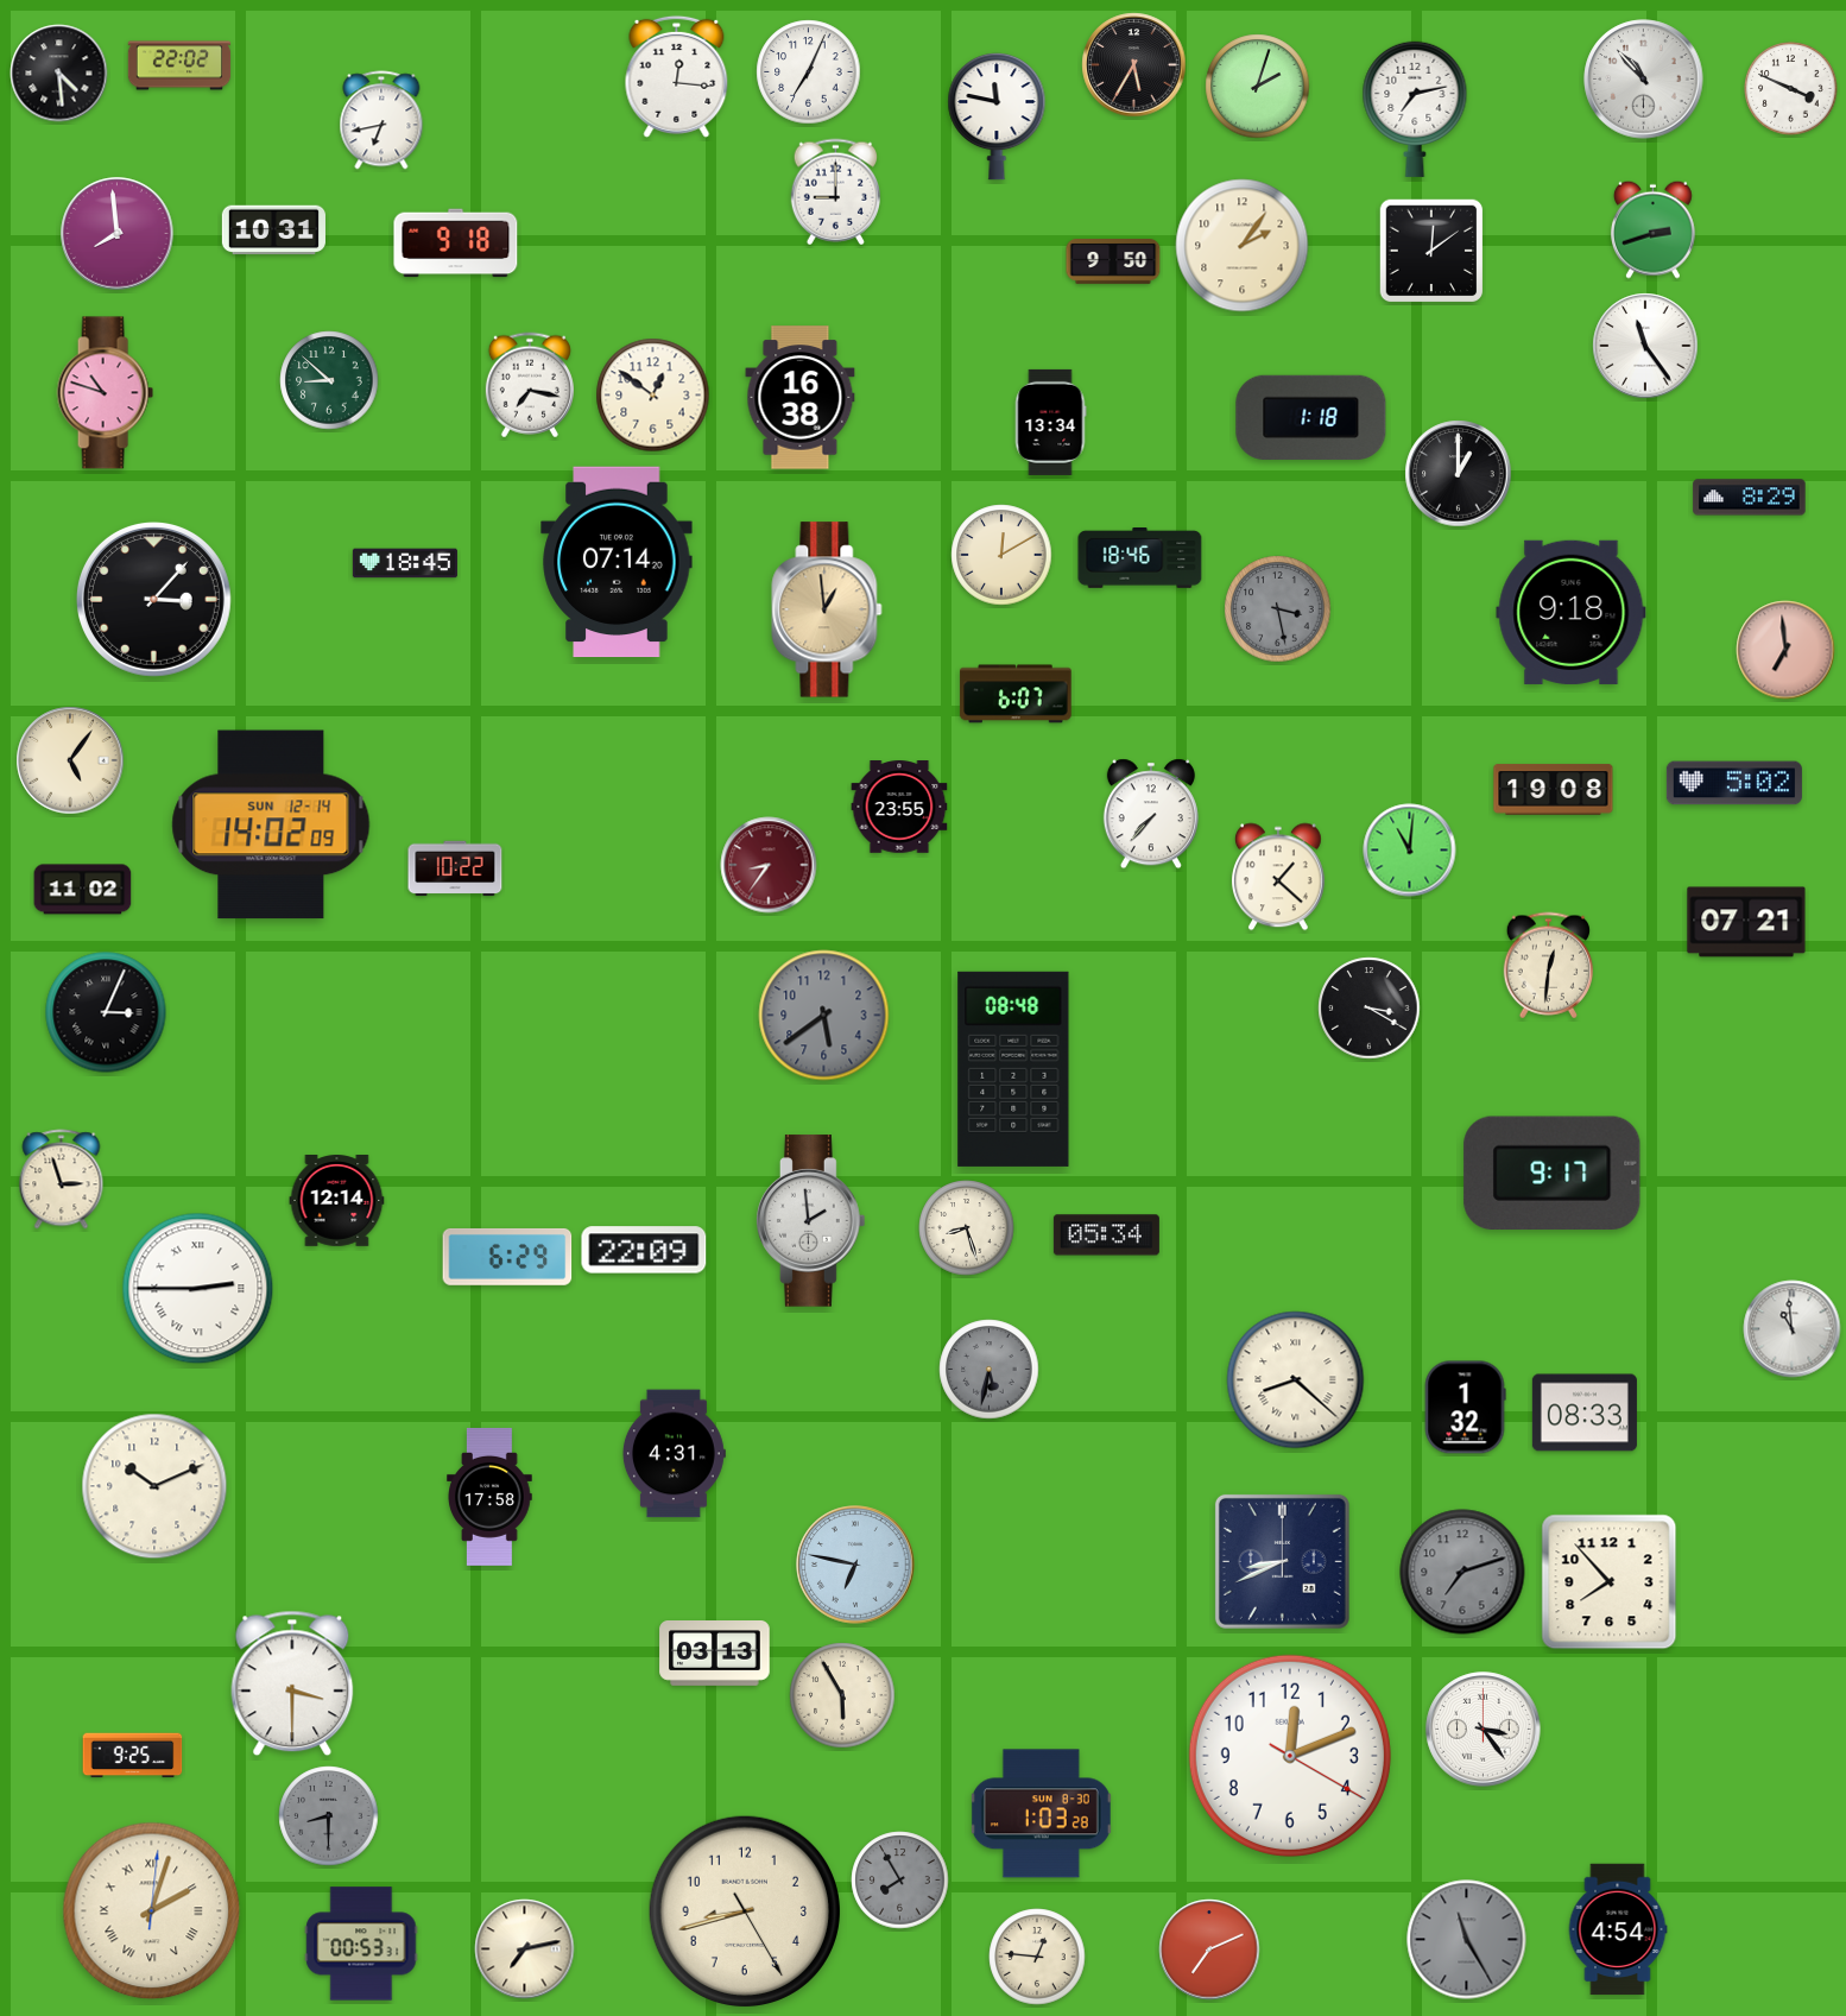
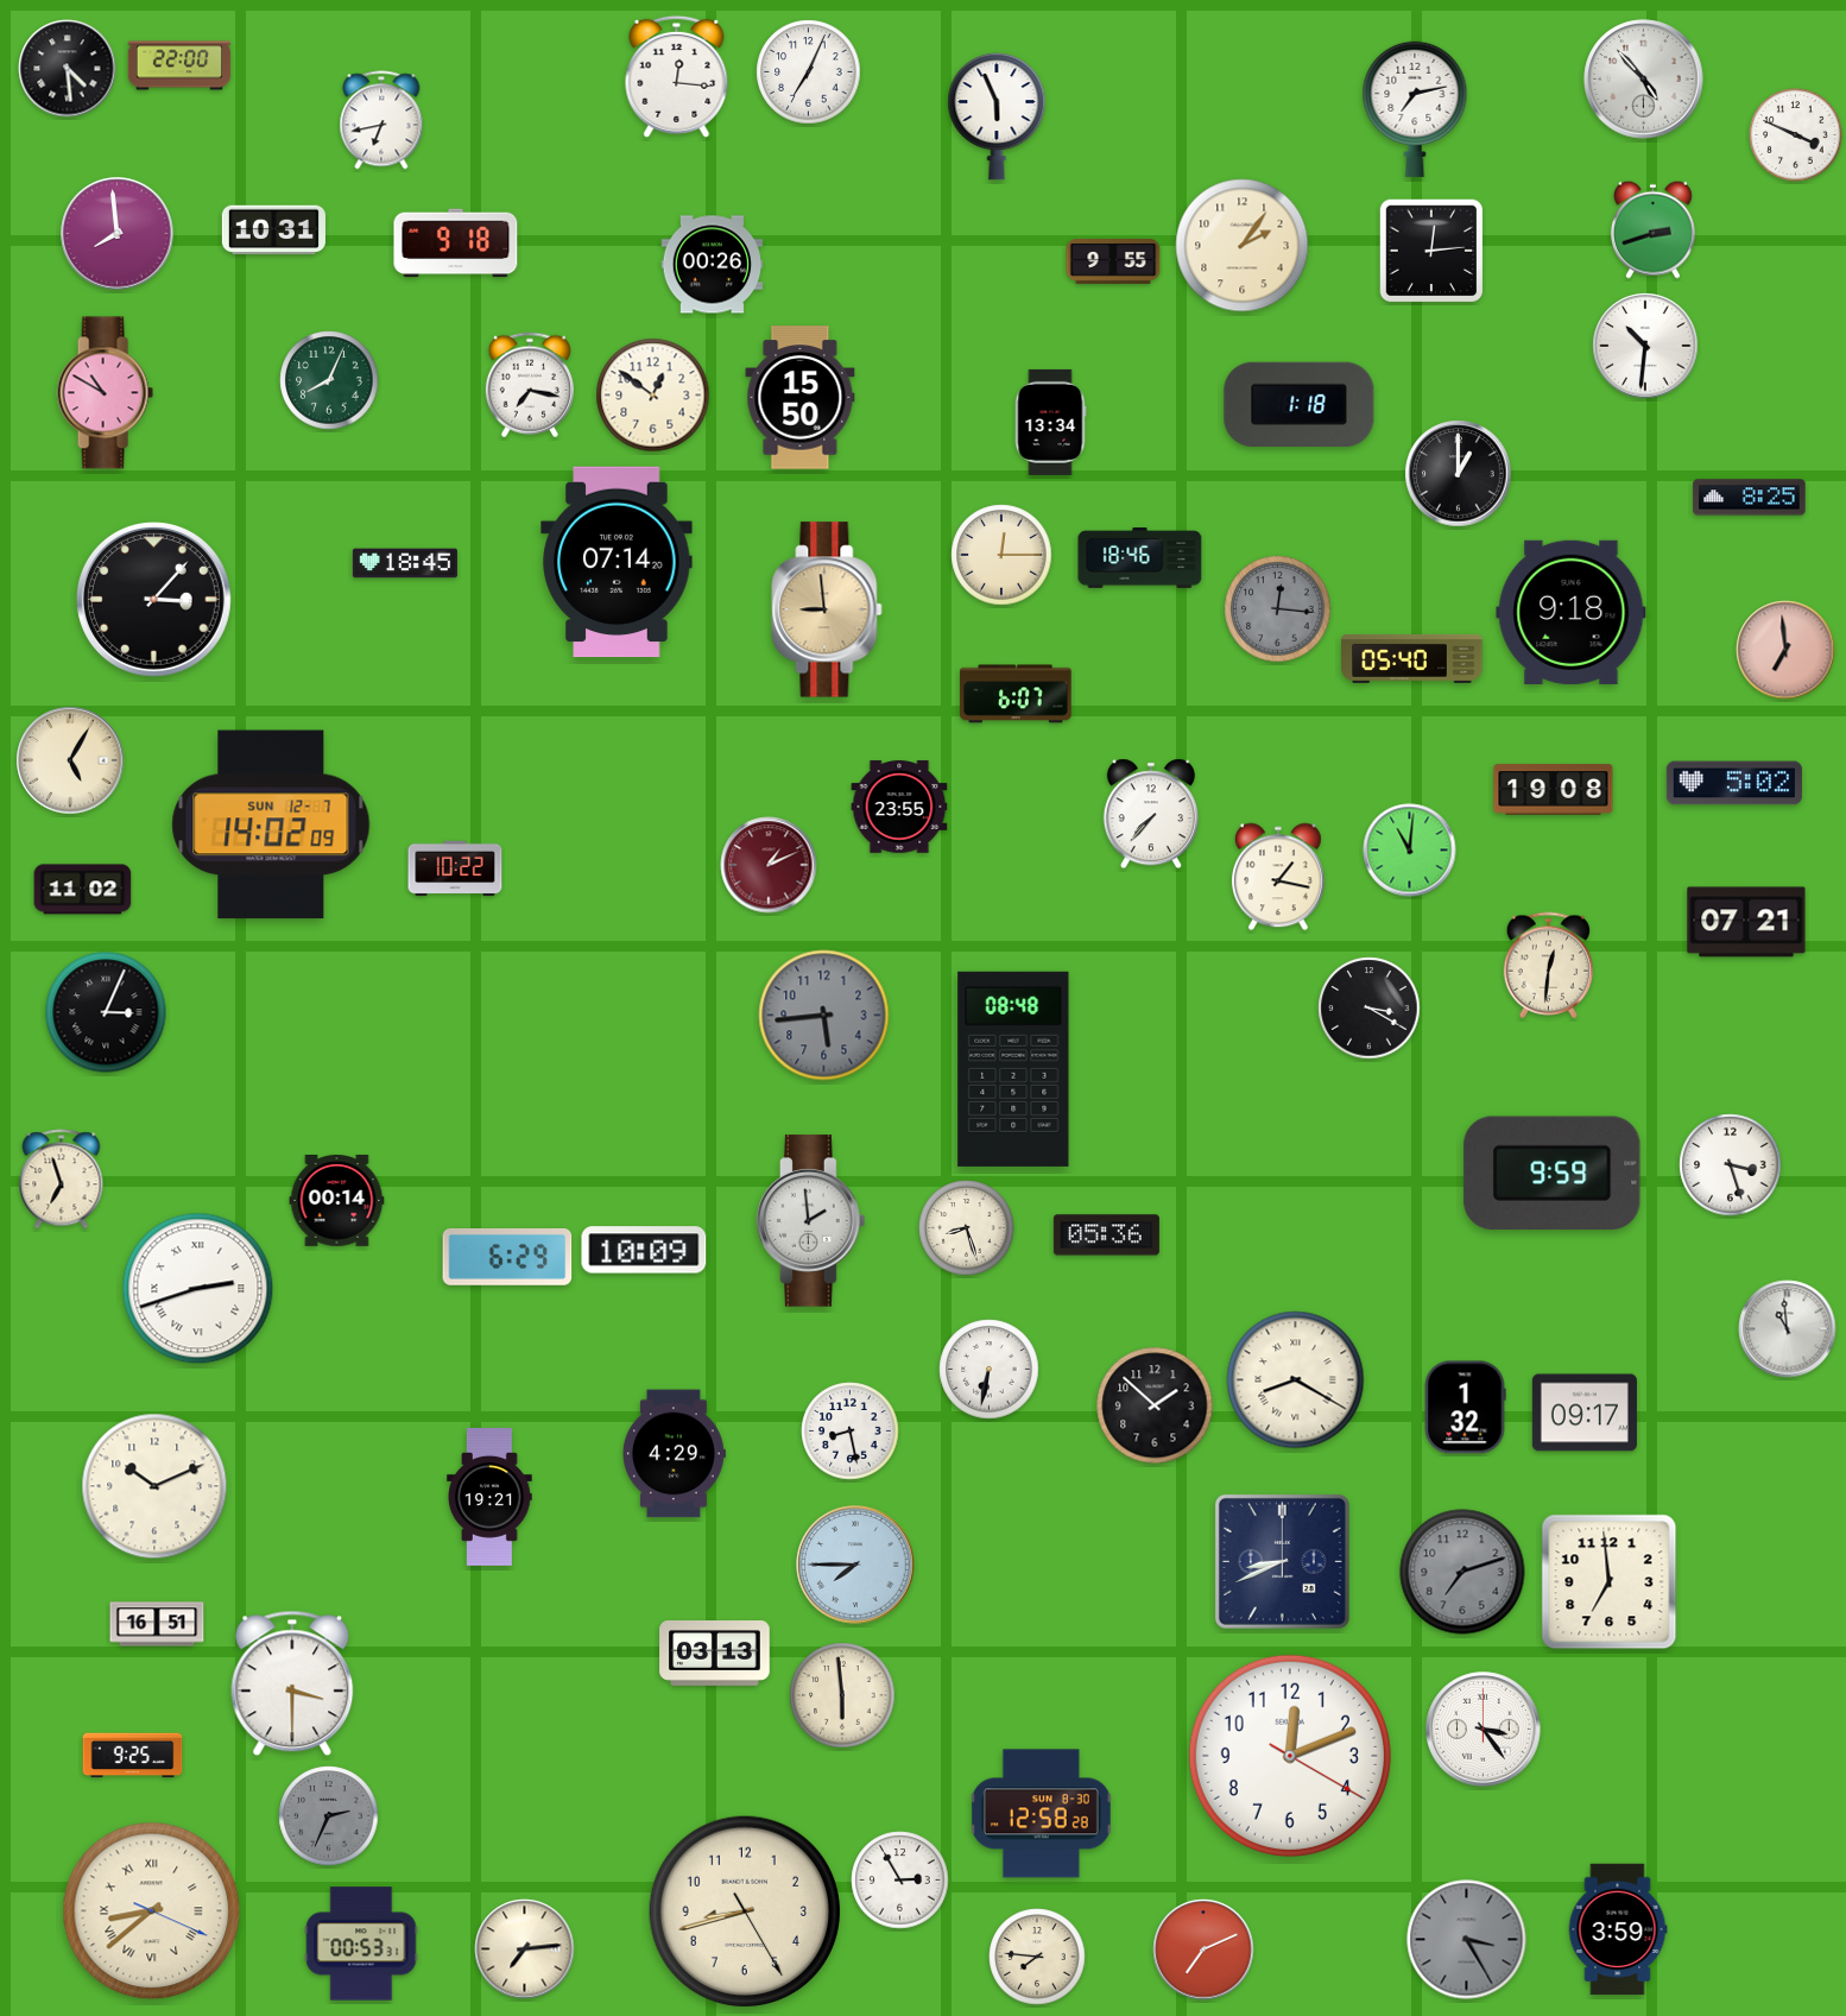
clock at (179, 65): 22:02 -> 22:00
clock at (1134, 65): 5:35 -> none
clock at (59, 74) position: (59, 74) -> (68, 69)
clock at (1644, 80): 10:53 -> 4:53
clock at (1258, 87): 2:03 -> none
clock at (1791, 89) position: (1791, 89) -> (1796, 135)
clock at (997, 116): 11:47 -> 5:56
clock at (835, 192): 9:00 -> none
clock at (1431, 251): 12:09 -> 12:14
clock at (1113, 263): 9:50 -> 9:55
clock at (713, 265): none -> 00:26
clock at (1645, 346): 11:24 -> 10:31
clock at (329, 380): 8:52 -> 8:04
clock at (105, 393): 10:48 -> 10:50
clock at (801, 398): 16:38 -> 15:50
clock at (1311, 417) position: (1311, 417) -> (1300, 404)
clock at (1750, 498): 8:29 -> 8:25
clock at (1001, 555): 12:10 -> 12:15
clock at (827, 609): 12:59 -> 8:59
clock at (1278, 609): 3:28 -> 12:16
clock at (1412, 658): none -> 05:40
clock at (70, 760): 5:06 -> 5:05
clock at (271, 824) date: SUN 12-14 -> SUN 12-7
clock at (769, 865): 8:36 -> 1:11
clock at (1278, 877): 1:22 -> 1:17
clock at (824, 1016): 5:39 -> 5:44
clock at (1731, 1165): none -> 3:27
clock at (1553, 1173): 9:17 -> 9:59
clock at (62, 1180): 2:57 -> 6:57
clock at (337, 1201): 12:14 -> 00:14
clock at (1106, 1235): 05:34 -> 05:36
clock at (644, 1250): 22:09 -> 10:09
clock at (198, 1289): 2:45 -> 2:42
clock at (1793, 1329) position: (1793, 1329) -> (1788, 1329)
clock at (990, 1370): 5:32 -> 6:32
clock at (990, 1370) dial: grey -> white
clock at (1296, 1380): 8:22 -> 8:20
clock at (1155, 1405): none -> 1:52
clock at (1585, 1413): 08:33 -> 09:17
clock at (851, 1432): none -> 8:28
clock at (674, 1454): 4:31 -> 4:29
clock at (489, 1497): 17:58 -> 19:21
clock at (855, 1565): 6:47 -> 7:45
clock at (1610, 1582): 7:53 -> 6:59
clock at (157, 1624): none -> 16:51
clock at (842, 1695): 5:55 -> 5:59
clock at (1041, 1814): 1:03 -> 12:58
clock at (329, 1816): 8:30 -> 2:34
clock at (900, 1881): 7:55 -> 2:55
clock at (900, 1881) dial: grey -> white
clock at (152, 1911): 2:03 -> 8:38
clock at (1618, 1929): 4:54 -> 3:59
clock at (1467, 1940): 11:25 -> 3:25
clock at (525, 1949): 7:13 -> 7:14
clock at (1209, 1949) position: (1209, 1949) -> (1203, 1949)
clock at (1037, 1957): 12:46 -> 7:46
